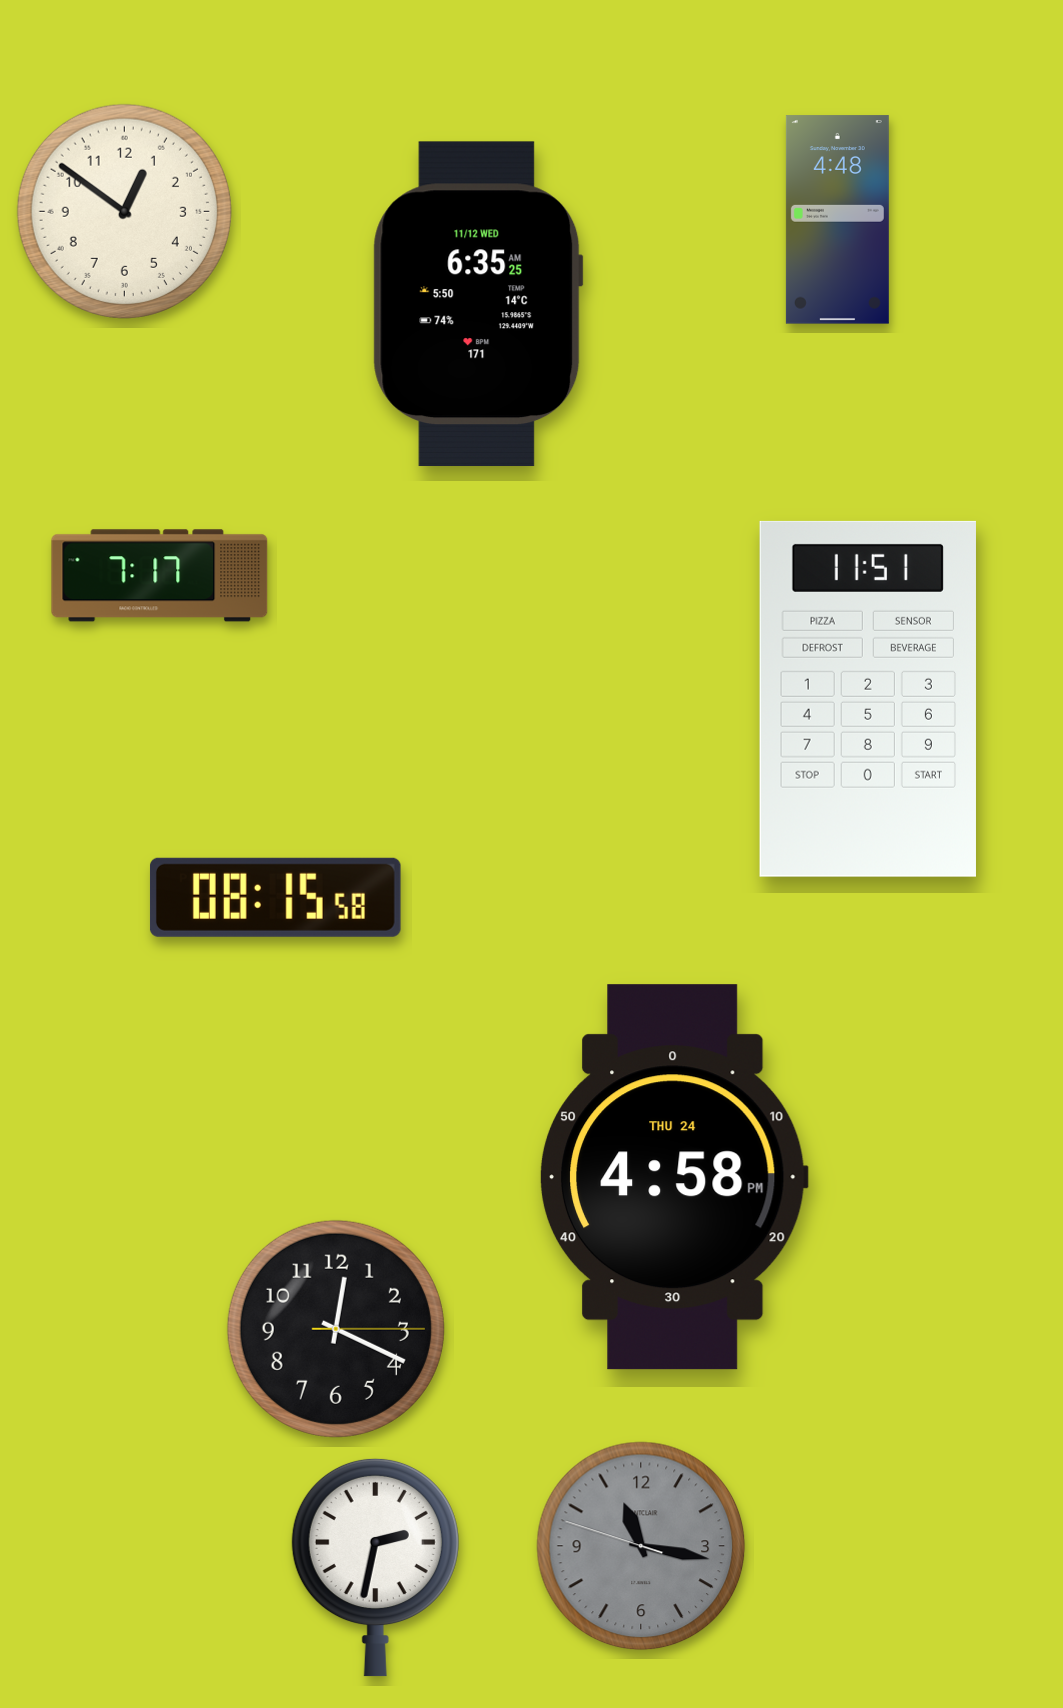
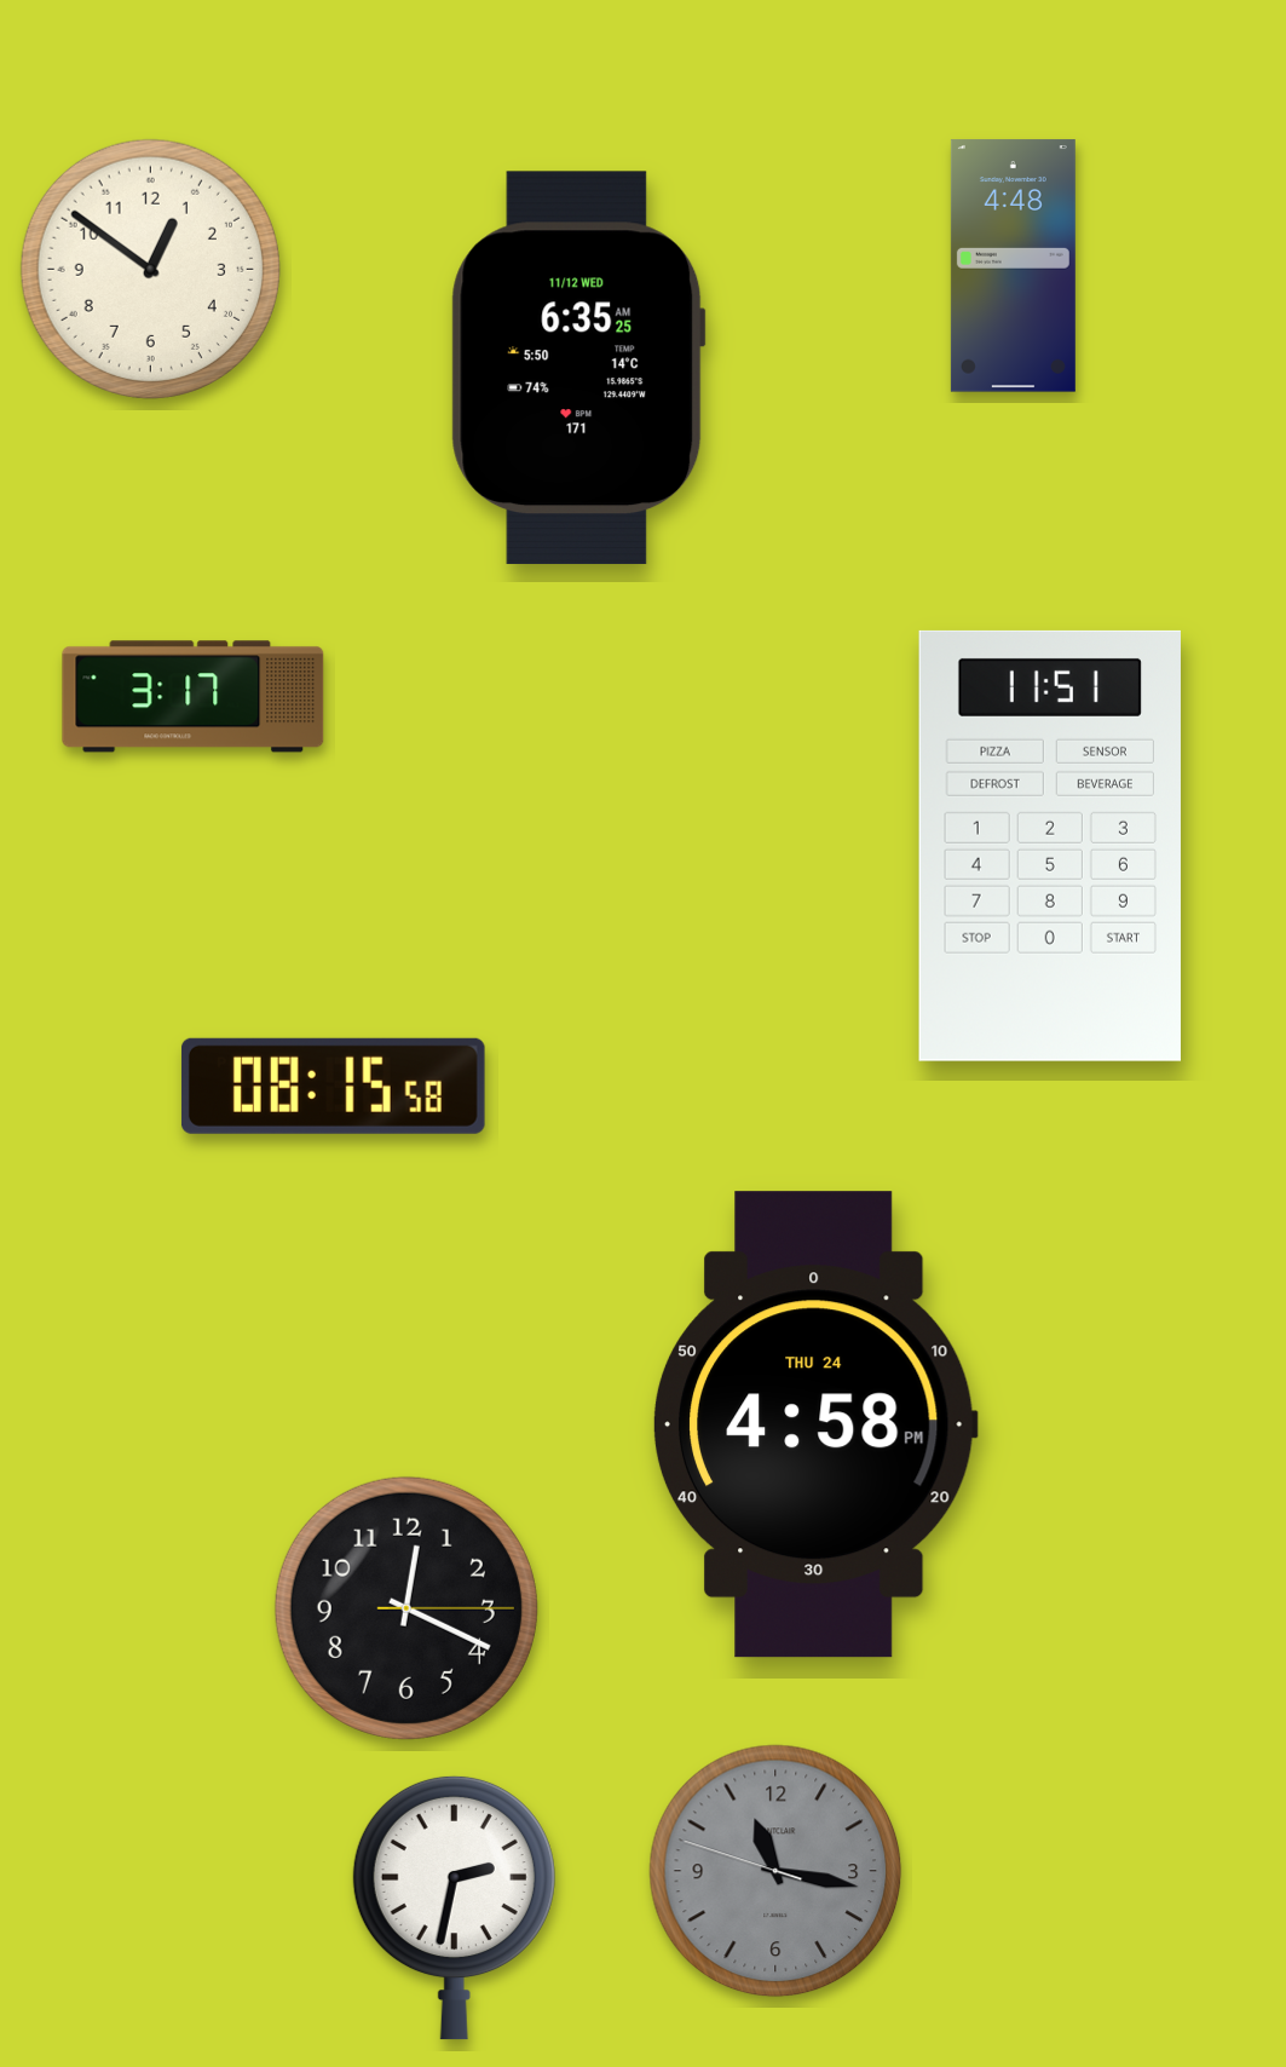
clock at (124, 211) position: (124, 211) -> (150, 269)
clock at (160, 576): 7:17 -> 3:17
clock at (375, 1567) position: (375, 1567) -> (454, 1907)
